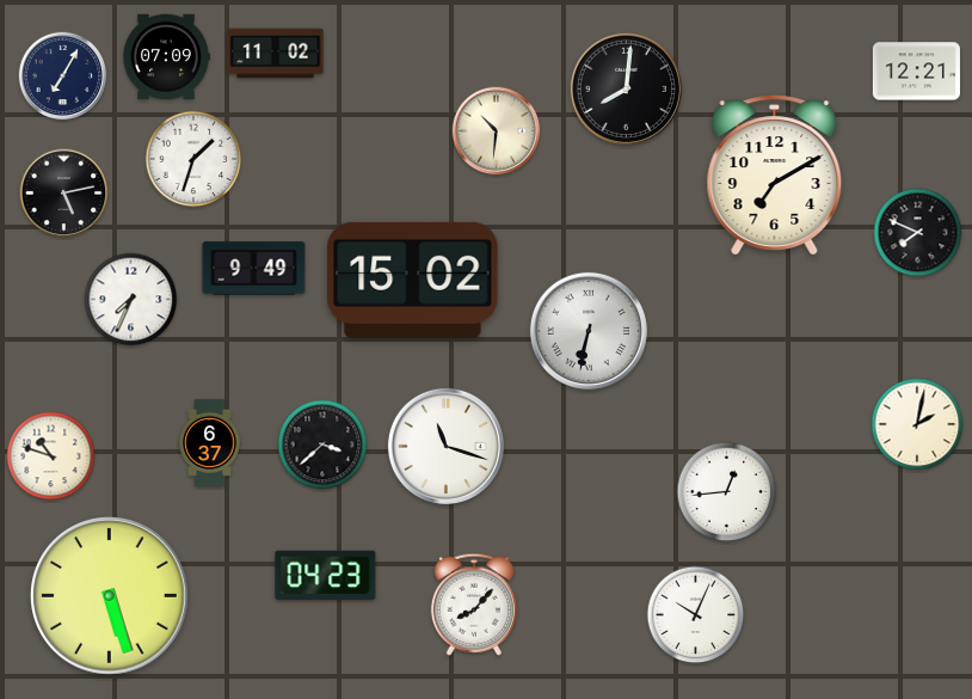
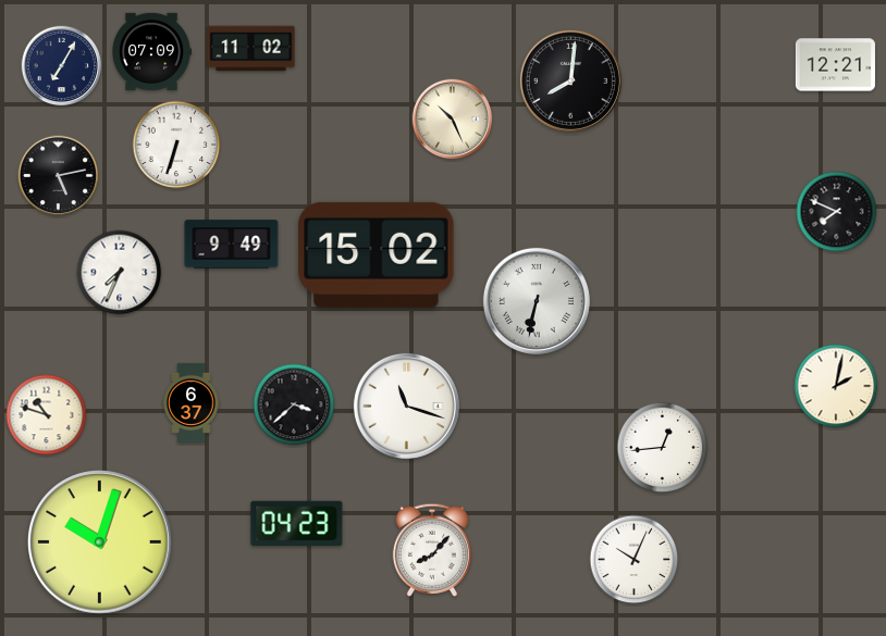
clock at (63, 76) position: (63, 76) -> (62, 66)
clock at (497, 131): 10:31 -> 10:26
clock at (193, 159): 1:33 -> 6:33
clock at (775, 176): 7:10 -> none
clock at (110, 596): 5:27 -> 10:03
